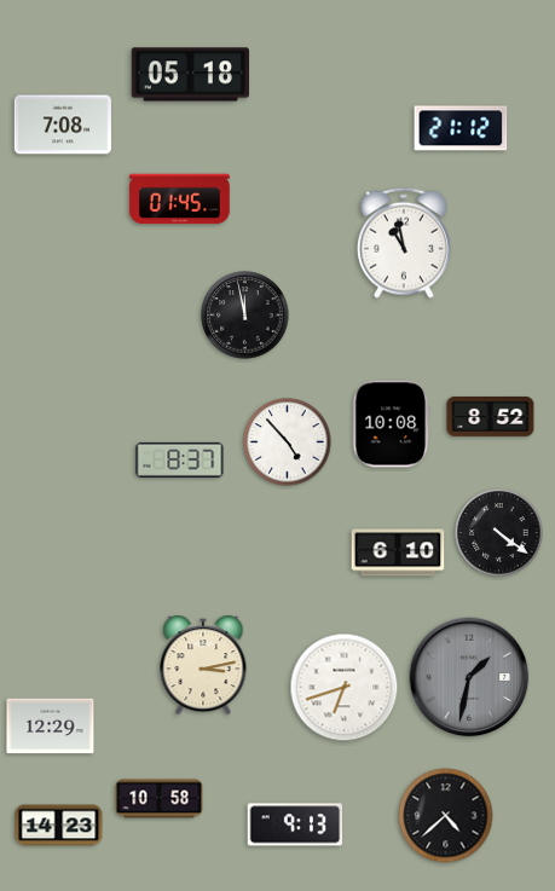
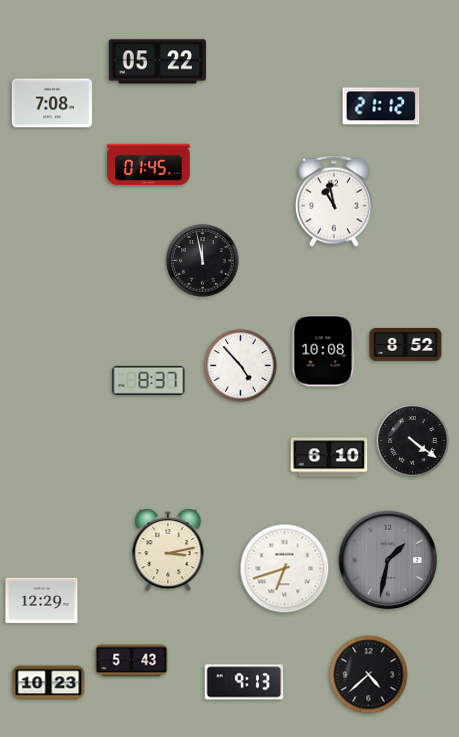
clock at (190, 75): 05:18 -> 05:22
clock at (288, 442) position: (288, 442) -> (241, 366)
clock at (160, 799): 10:58 -> 5:43
clock at (59, 826): 14:23 -> 10:23
